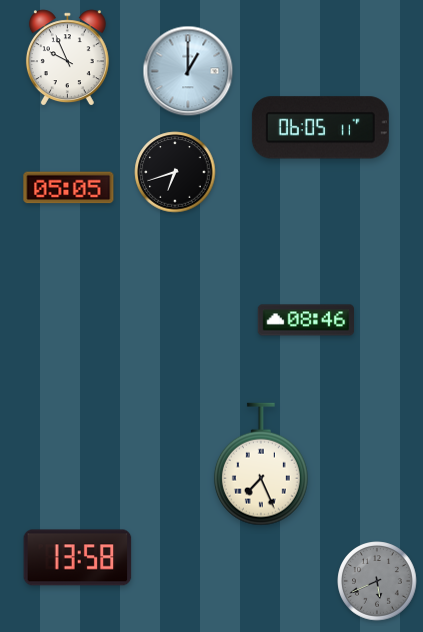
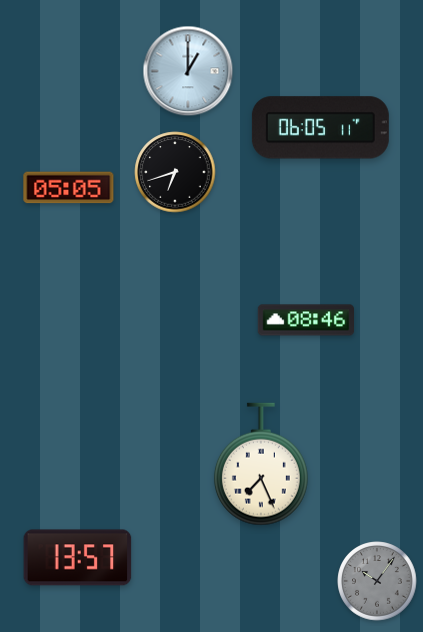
clock at (67, 58): 9:56 -> none
clock at (78, 558): 13:58 -> 13:57
clock at (377, 581): 5:41 -> 10:06
